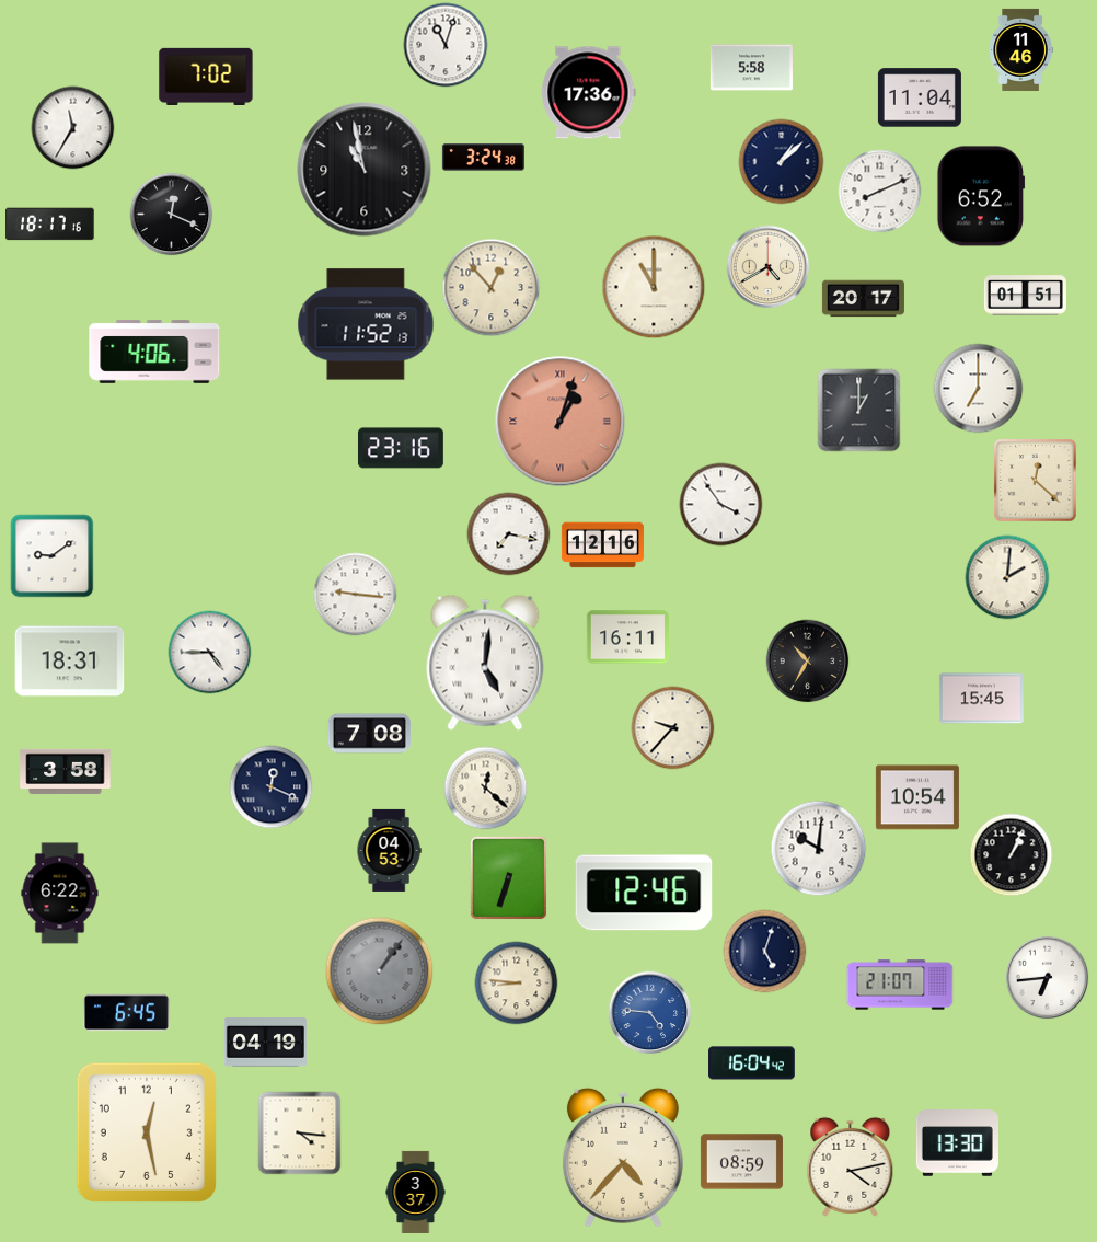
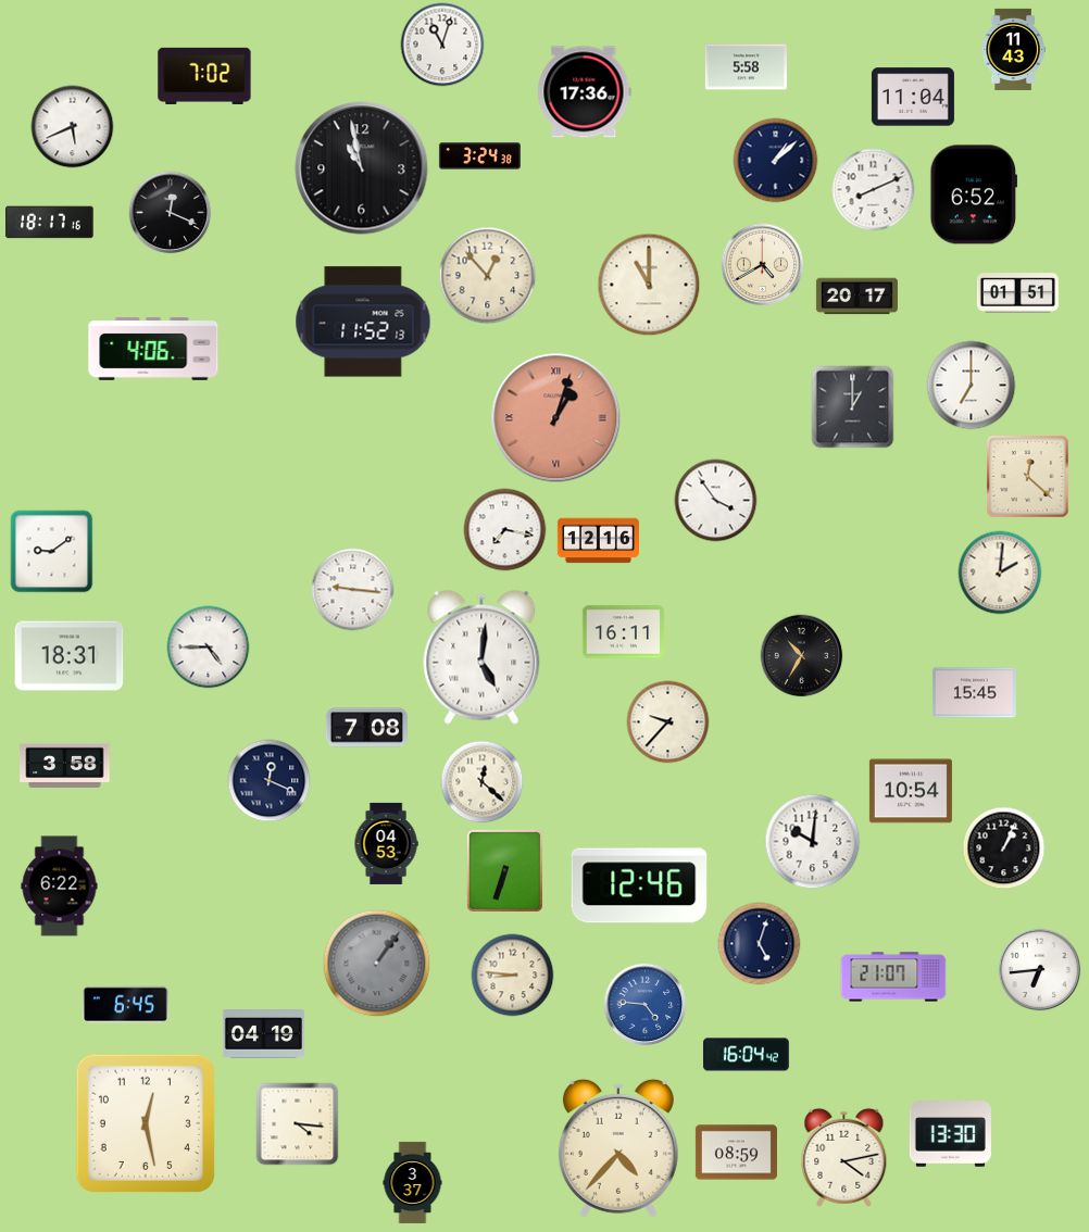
clock at (1020, 49): 11:46 -> 11:43
clock at (73, 128): 11:35 -> 5:41
clock at (492, 288) position: (492, 288) -> (488, 276)
clock at (401, 448): 23:16 -> none
